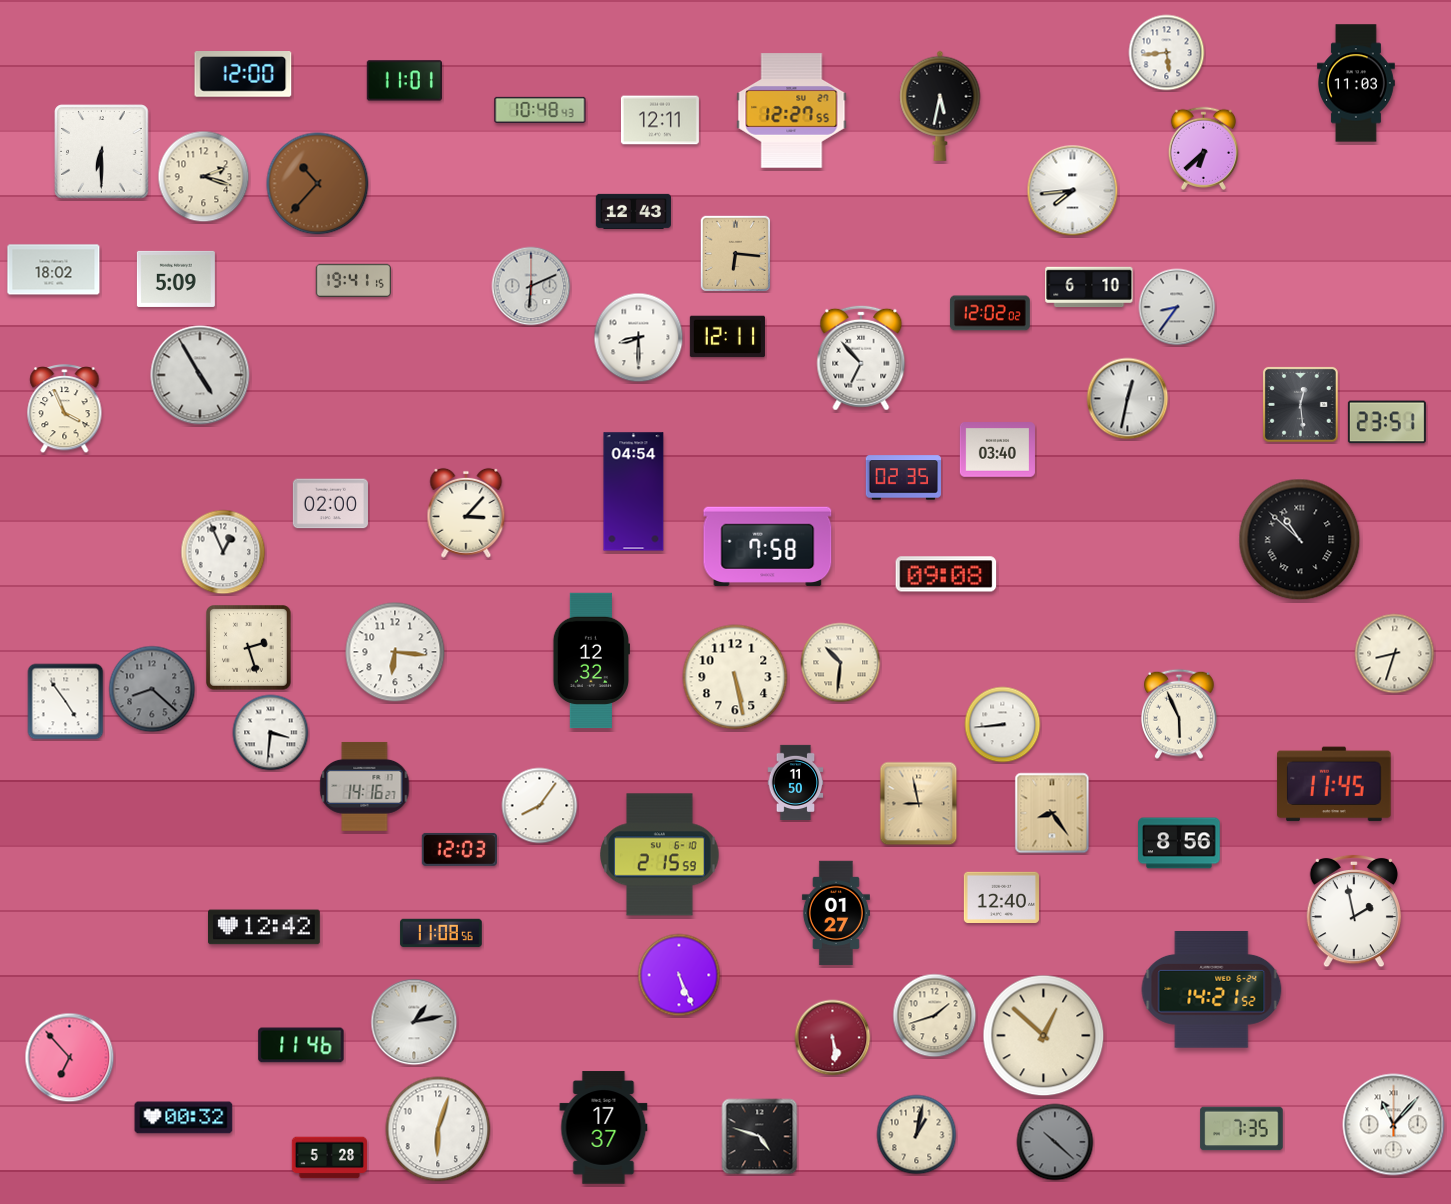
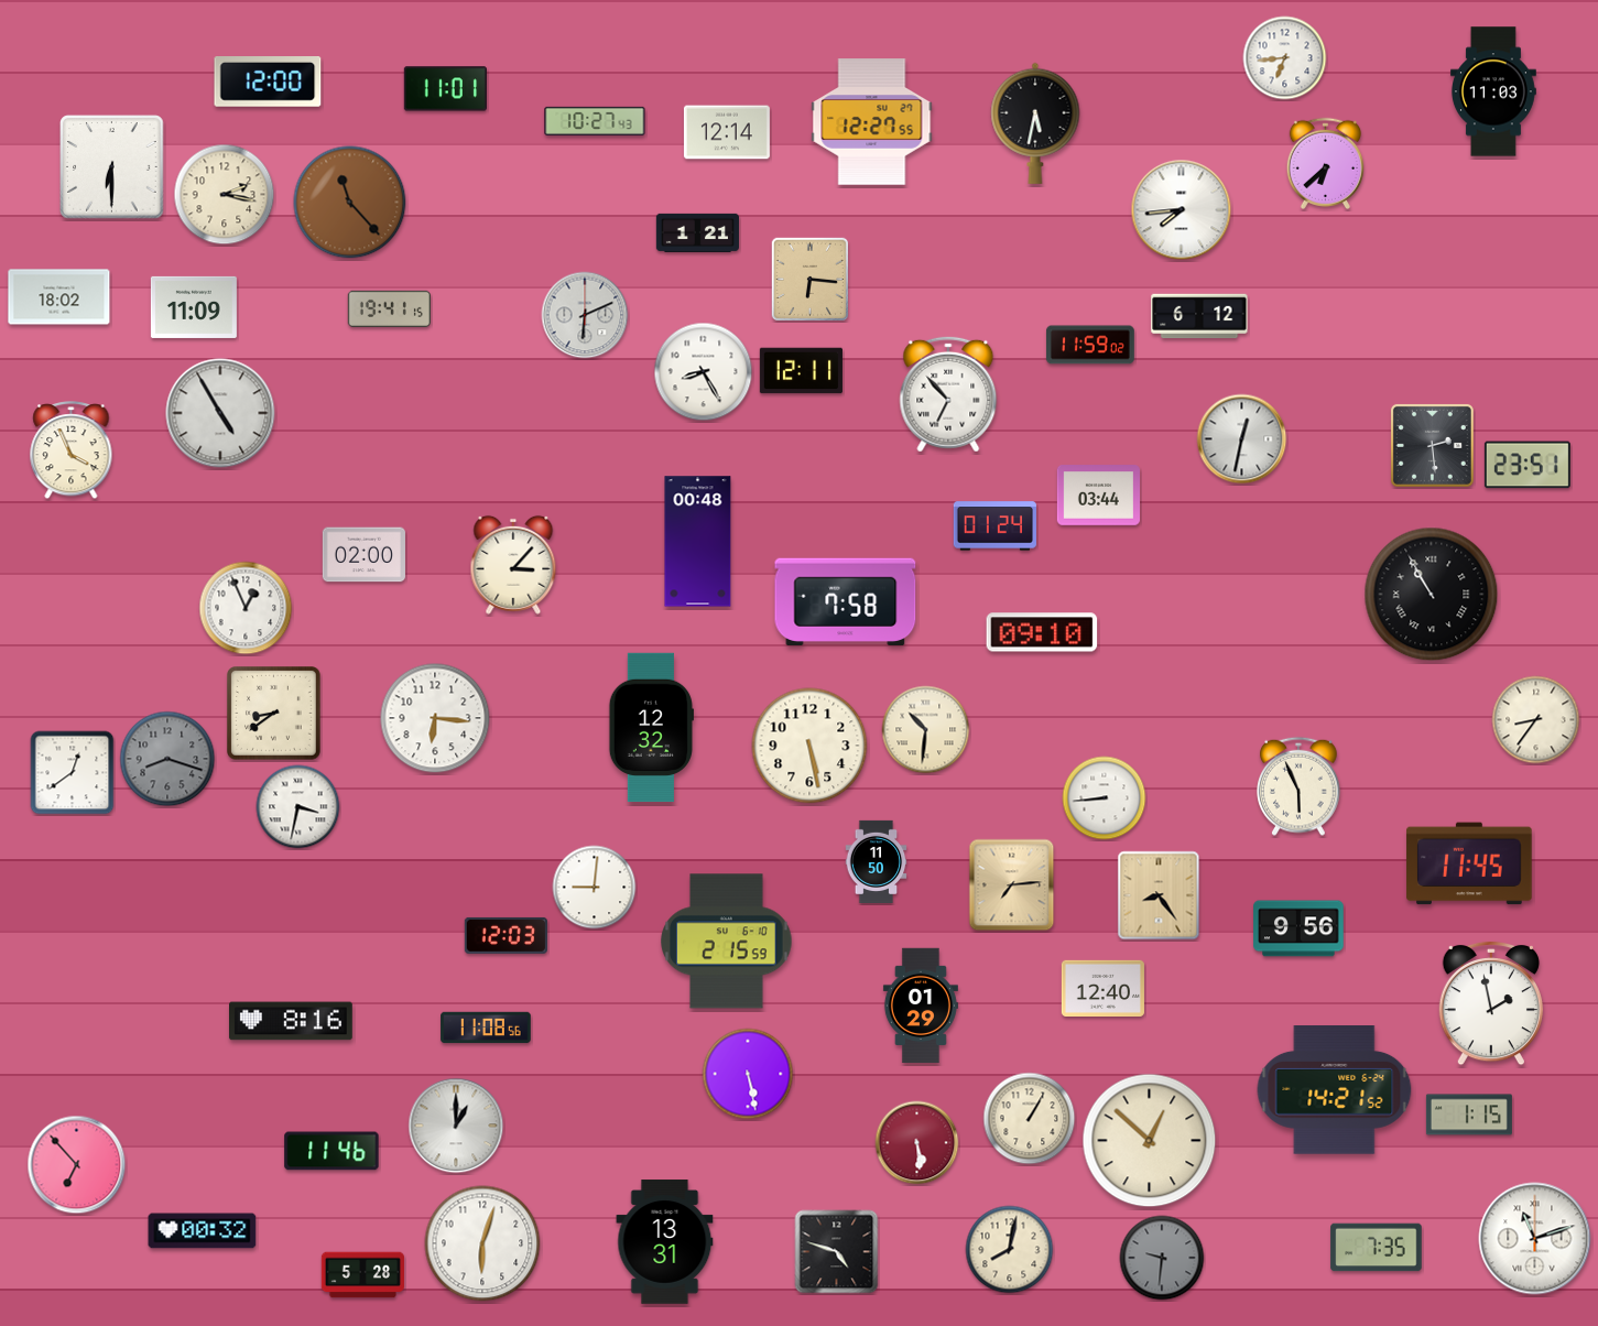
clock at (1167, 53): 5:44 -> 6:44
clock at (940, 106) position: (940, 106) -> (1035, 123)
clock at (540, 110): 10:48 -> 10:27
clock at (660, 120): 12:11 -> 12:14
clock at (204, 177): 2:18 -> 2:17
clock at (318, 184): 10:37 -> 11:23
clock at (633, 211): 12:43 -> 1:21
clock at (176, 279): 5:09 -> 11:09
clock at (1089, 287): 6:10 -> 6:12
clock at (1177, 307): 8:36 -> none
clock at (990, 313): 12:02 -> 11:59
clock at (639, 338): 8:30 -> 8:25
clock at (1300, 404): 12:29 -> 2:29
clock at (997, 450): 03:40 -> 03:44
clock at (903, 478): 02:35 -> 01:24
clock at (634, 492): 04:54 -> 00:48
clock at (1300, 540): 10:52 -> 10:55
clock at (946, 574): 09:08 -> 09:10
clock at (249, 648): 2:27 -> 8:39
clock at (1395, 654): 8:33 -> 8:36
clock at (152, 689): 8:22 -> 8:18
clock at (66, 702): 4:54 -> 12:39
clock at (271, 733): 3:31 -> 3:32
clock at (365, 786): 14:16 -> none
clock at (919, 804): 8:58 -> 7:14
clock at (540, 806): 8:06 -> 9:01
clock at (1179, 843): 8:56 -> 9:56
clock at (836, 913): 01:27 -> 01:29
clock at (265, 927): 12:42 -> 8:16
clock at (679, 975): 5:26 -> 5:28
clock at (1469, 1115): none -> 1:15
clock at (935, 1016): 1:42 -> 1:05
clock at (414, 1022): 1:13 -> 1:00
clock at (1394, 1125): 11:07 -> 11:12
clock at (604, 1128): 17:37 -> 13:31
clock at (1242, 1129) position: (1242, 1129) -> (1377, 1248)
clock at (917, 1135): 1:02 -> 8:02
clock at (1055, 1142): 10:22 -> 9:31
